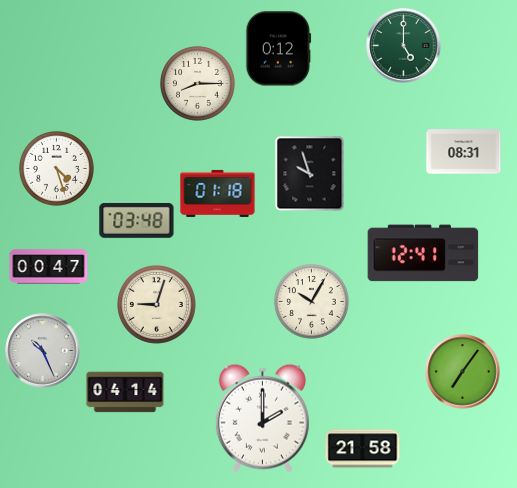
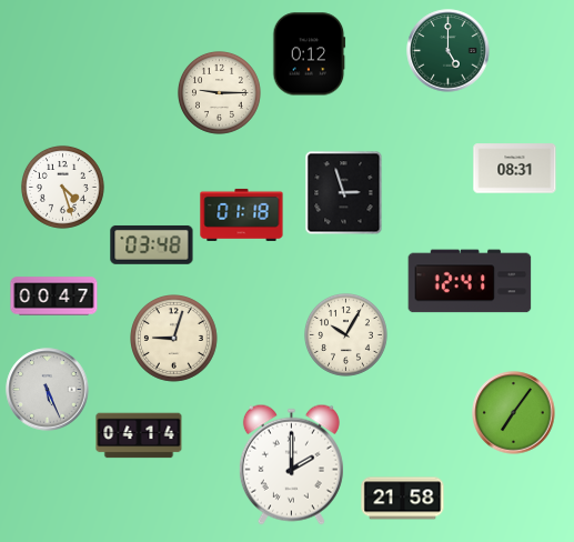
clock at (197, 83): 8:15 -> 9:15
clock at (310, 174): 9:57 -> 2:57
clock at (43, 351): 10:26 -> 5:26
